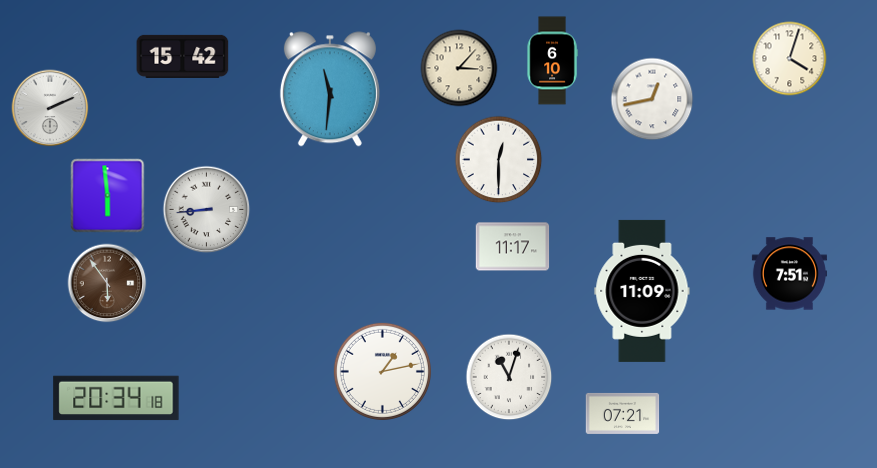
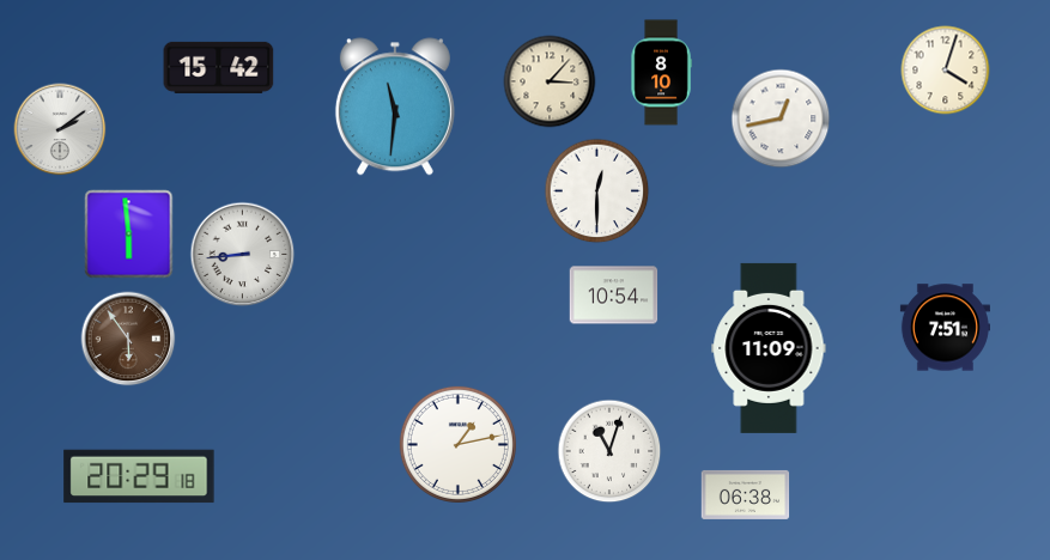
clock at (552, 61): 6:10 -> 8:10
clock at (50, 108): 2:11 -> 2:09
clock at (207, 210) position: (207, 210) -> (243, 255)
clock at (513, 247): 11:17 -> 10:54
clock at (116, 398): 20:34 -> 20:29
clock at (623, 413): 07:21 -> 06:38
